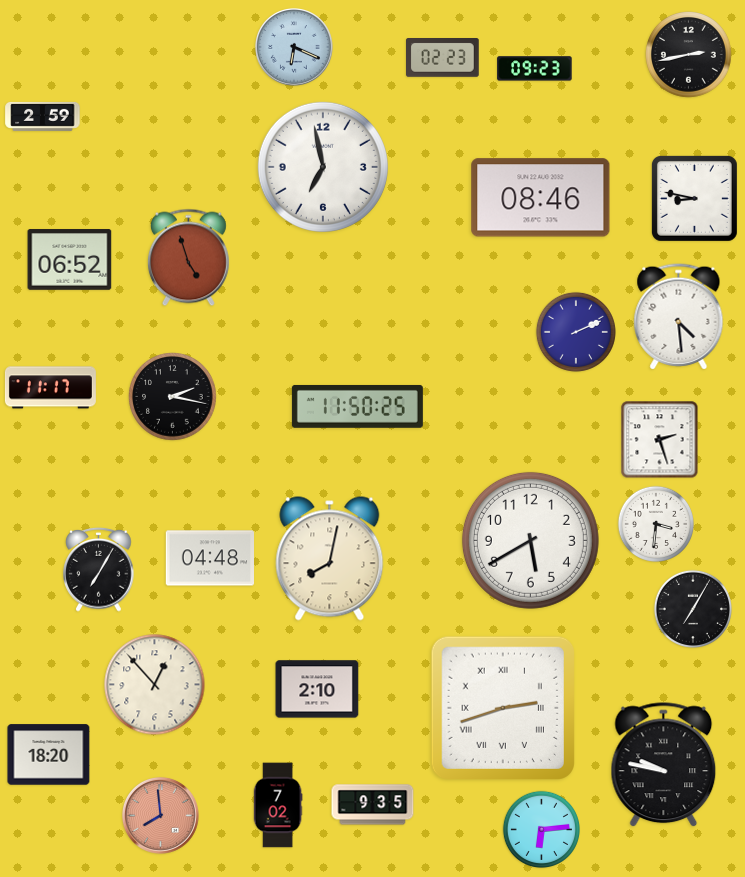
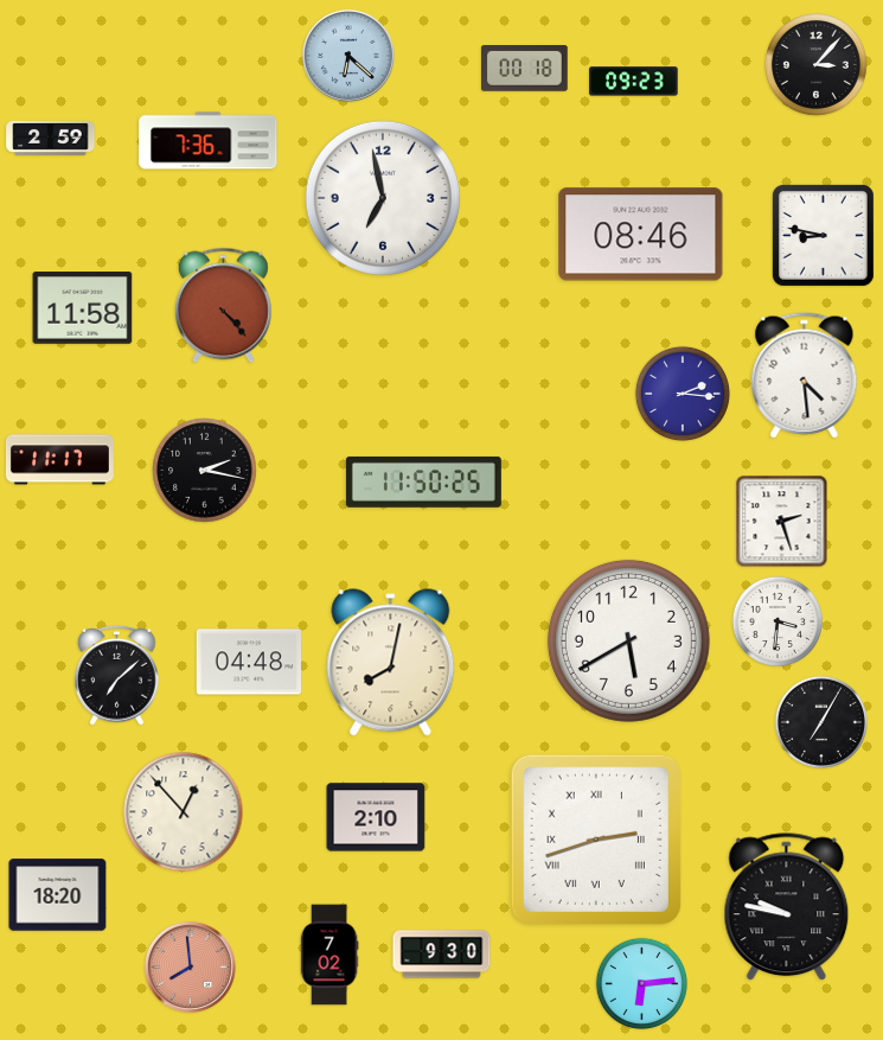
clock at (295, 48): 6:19 -> 6:22
clock at (689, 55): 2:43 -> 3:07
clock at (443, 58): 02:23 -> 00:18
clock at (209, 141): none -> 7:36
clock at (188, 258): 4:57 -> 4:23
clock at (70, 260): 06:52 -> 11:58
clock at (576, 332): 2:11 -> 2:16
clock at (99, 570): 7:05 -> 7:08
clock at (373, 805): 9:35 -> 9:30
